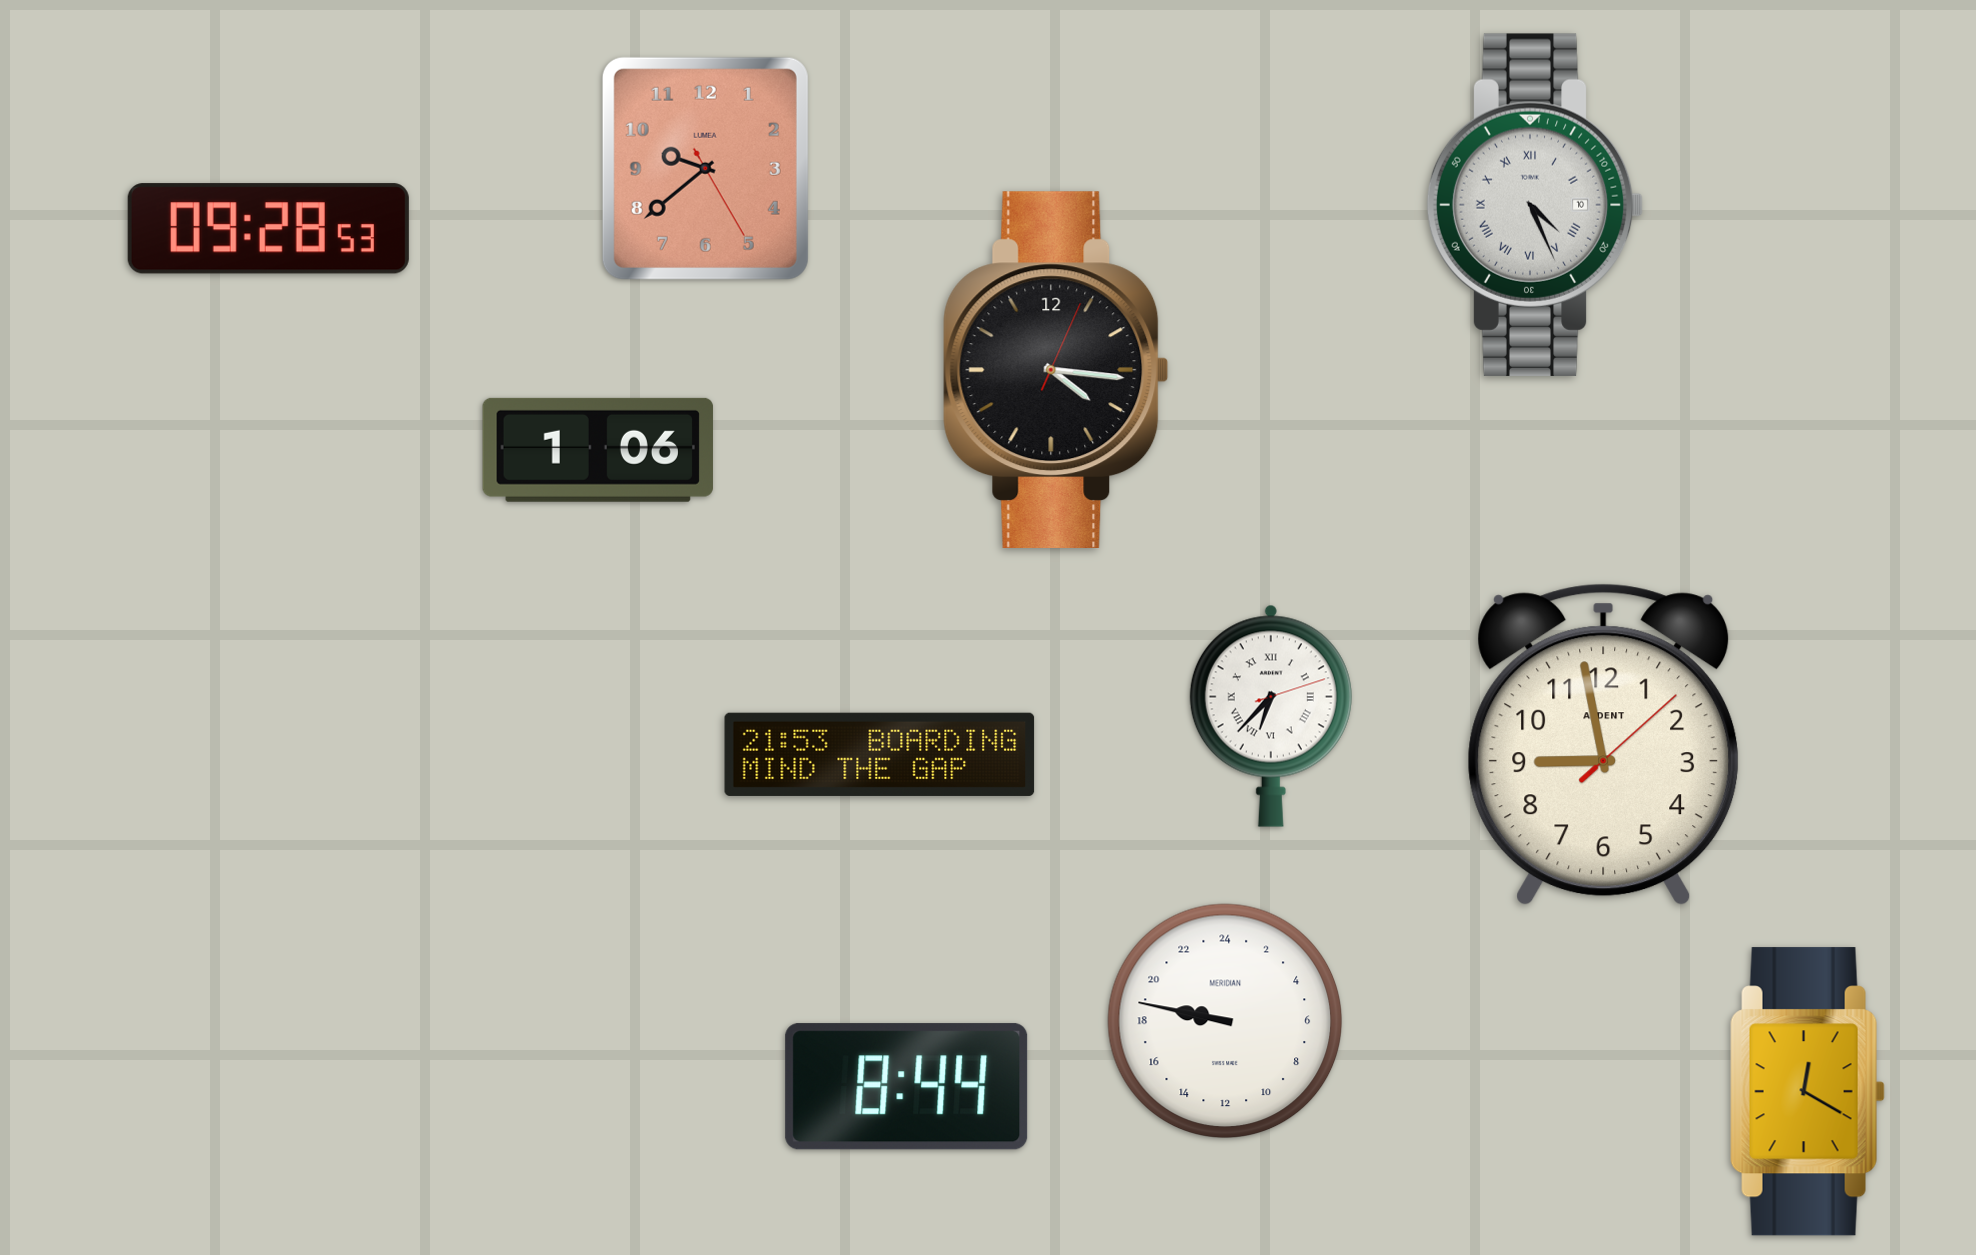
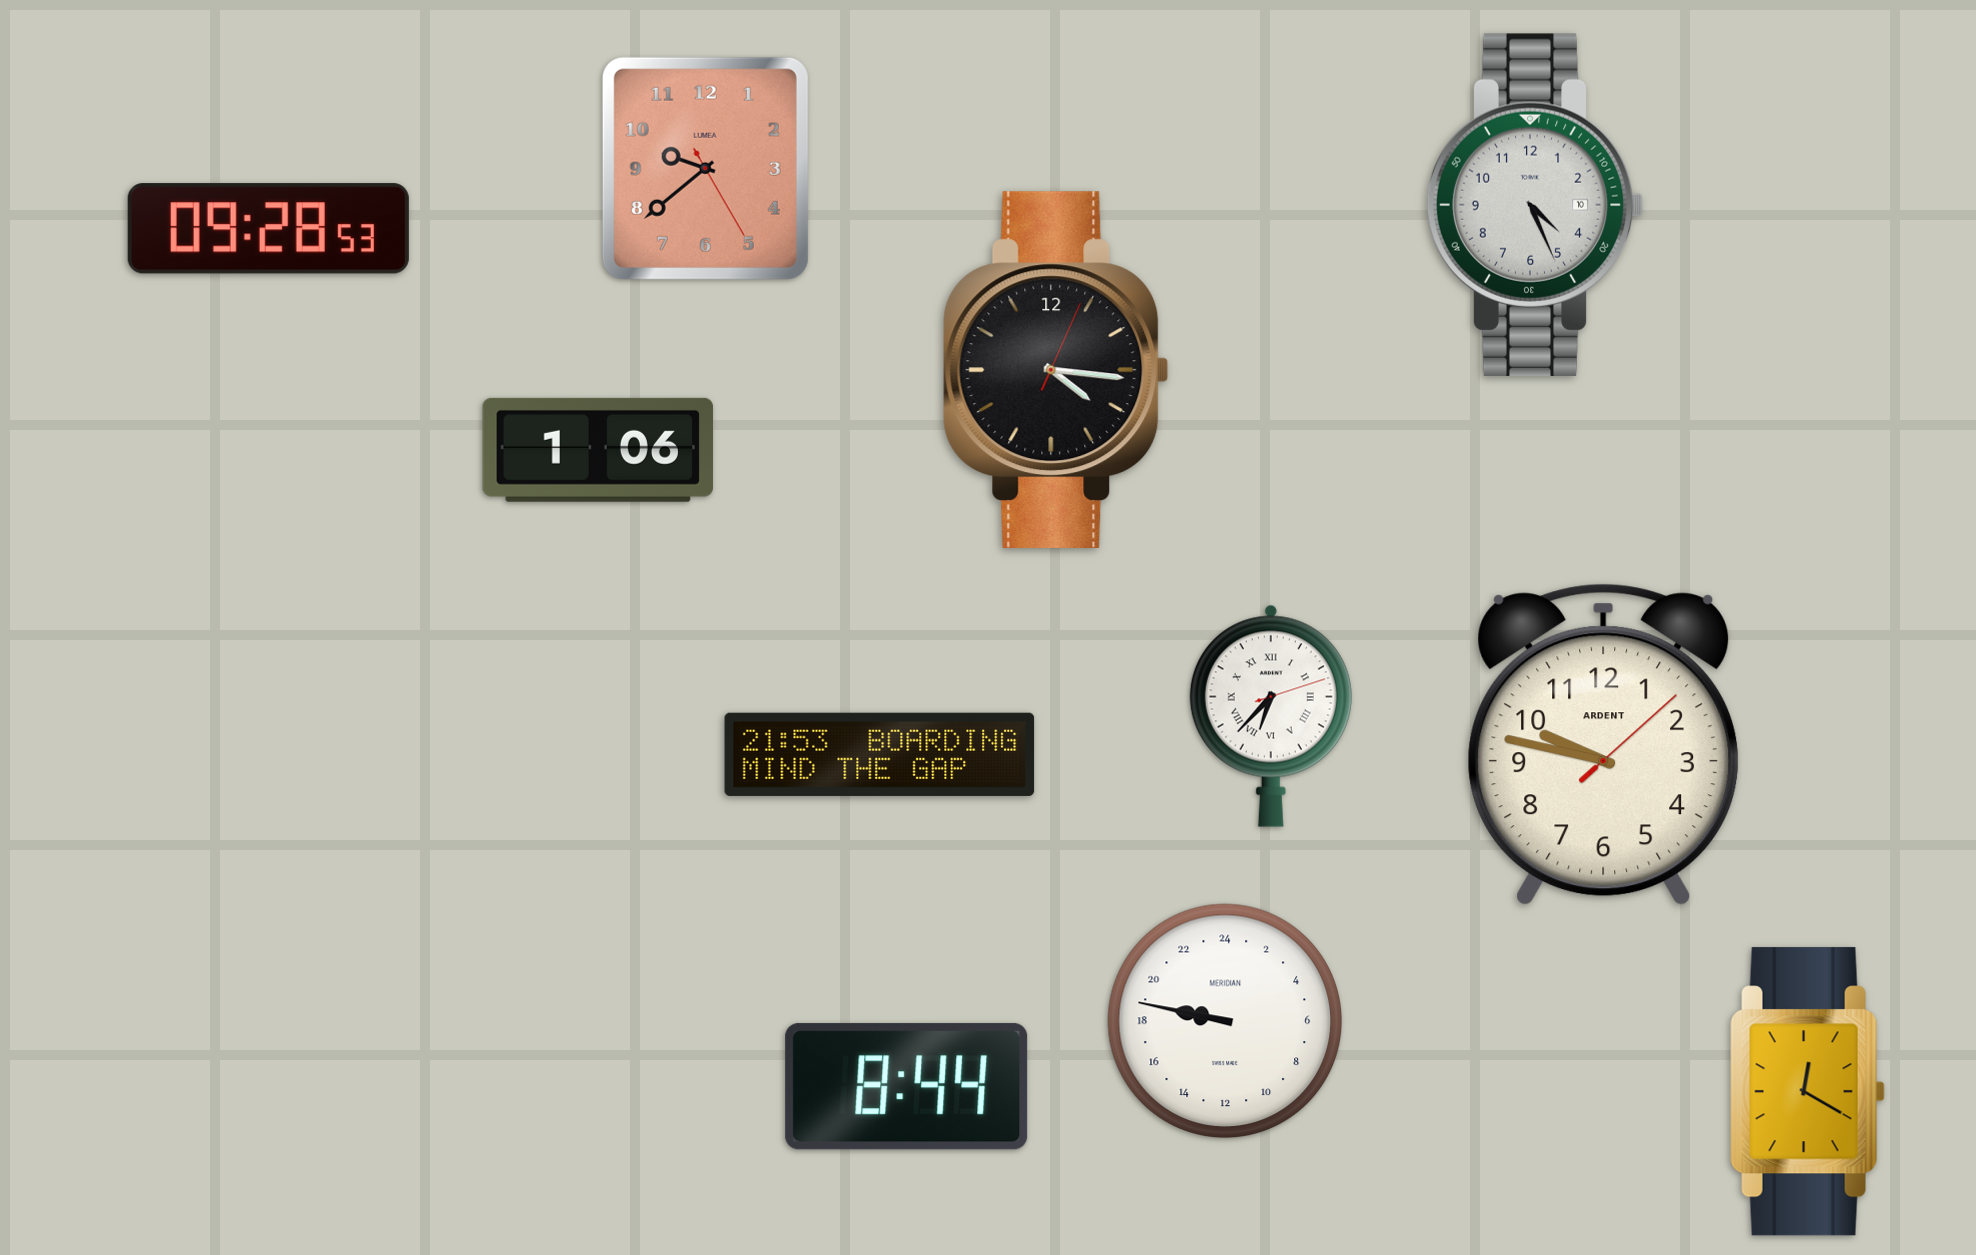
clock at (1535, 205) numerals: Roman -> Arabic
clock at (1604, 745): 8:58 -> 9:47
